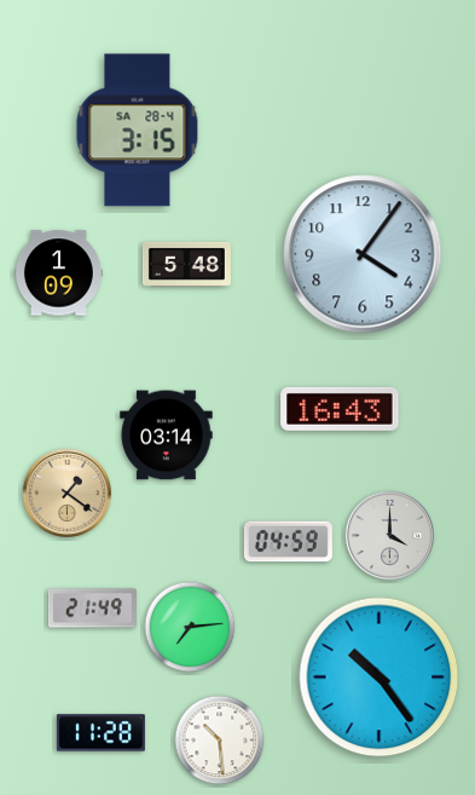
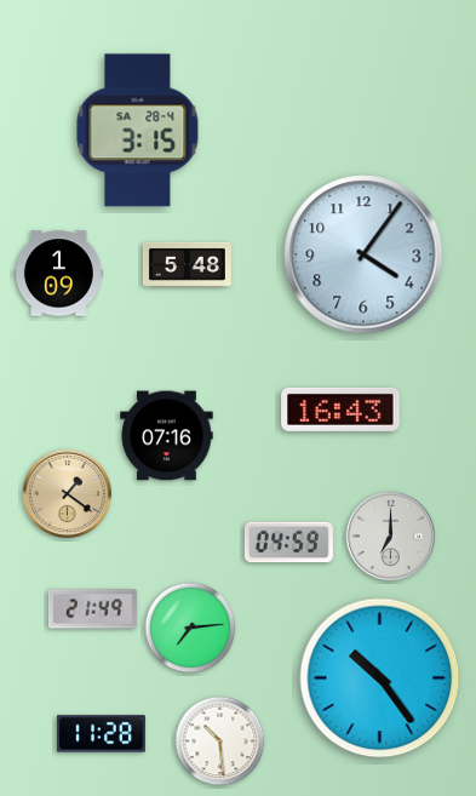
clock at (167, 436): 03:14 -> 07:16
clock at (389, 535): 4:00 -> 7:00
